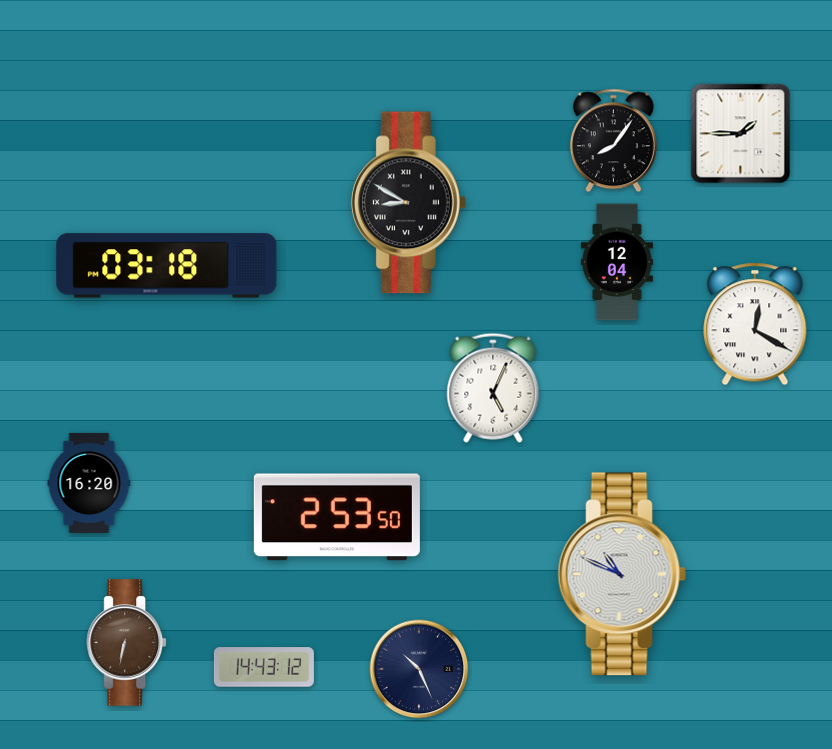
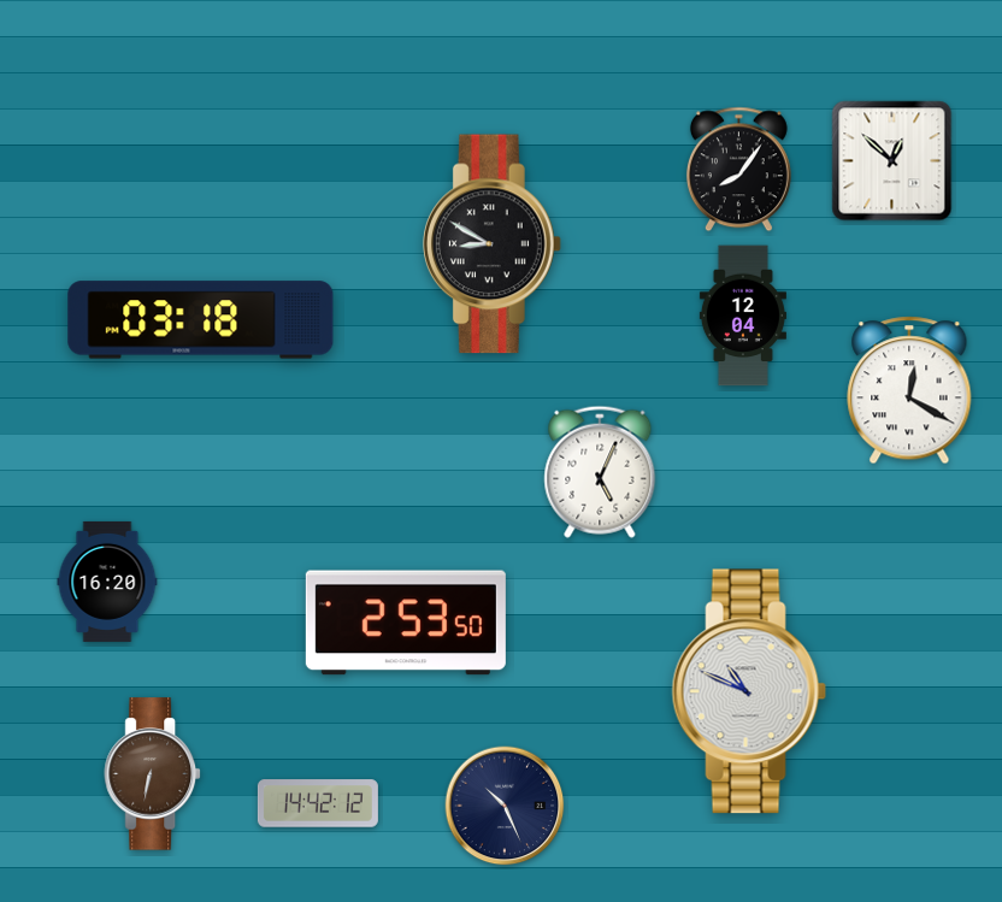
clock at (741, 134): 1:45 -> 12:52
clock at (493, 388) position: (493, 388) -> (600, 472)
clock at (264, 667): 14:43 -> 14:42
